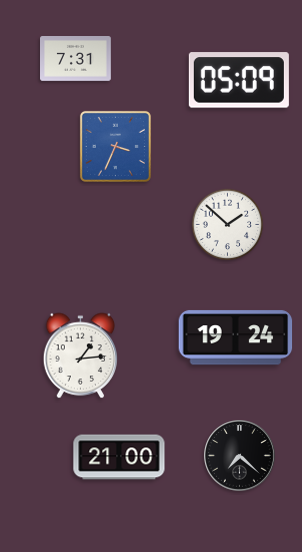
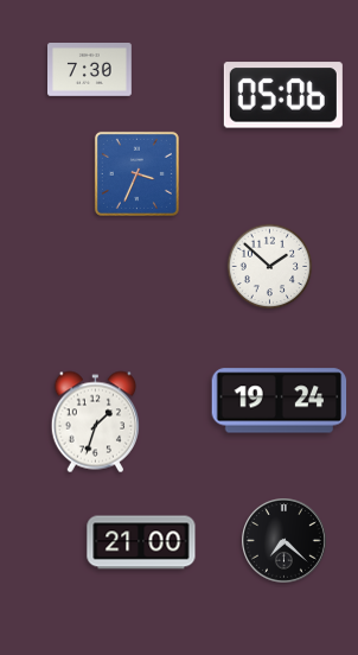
clock at (76, 59): 7:31 -> 7:30
clock at (239, 80): 05:09 -> 05:06
clock at (80, 356): 1:14 -> 1:33
